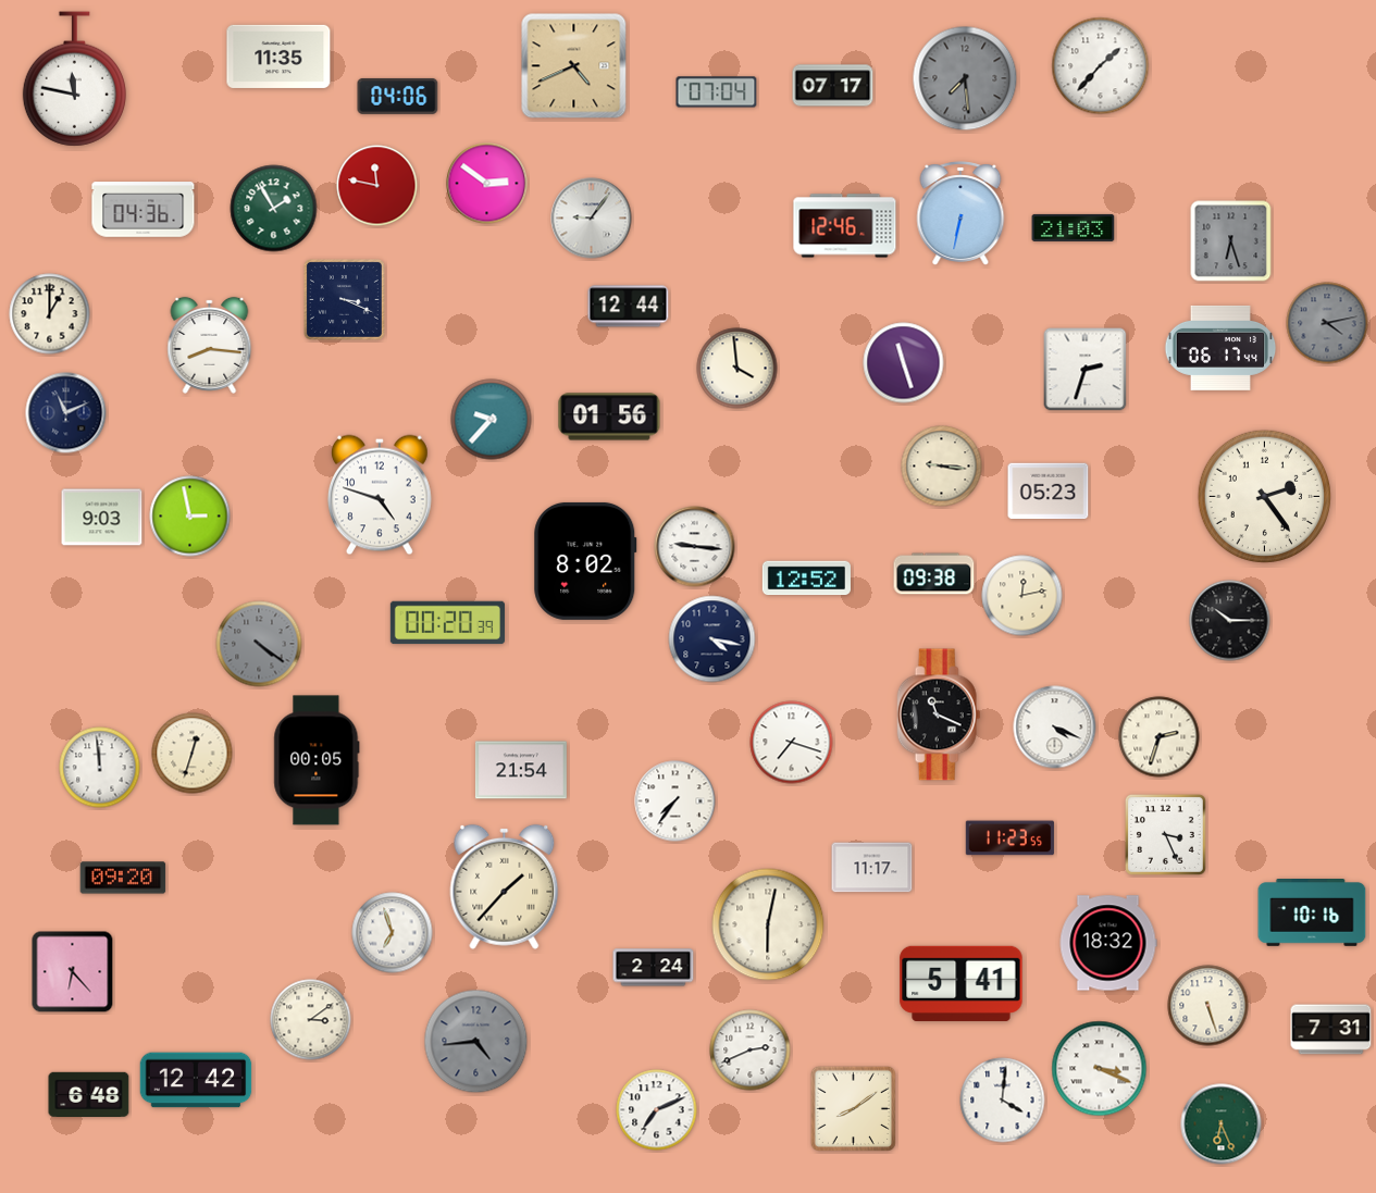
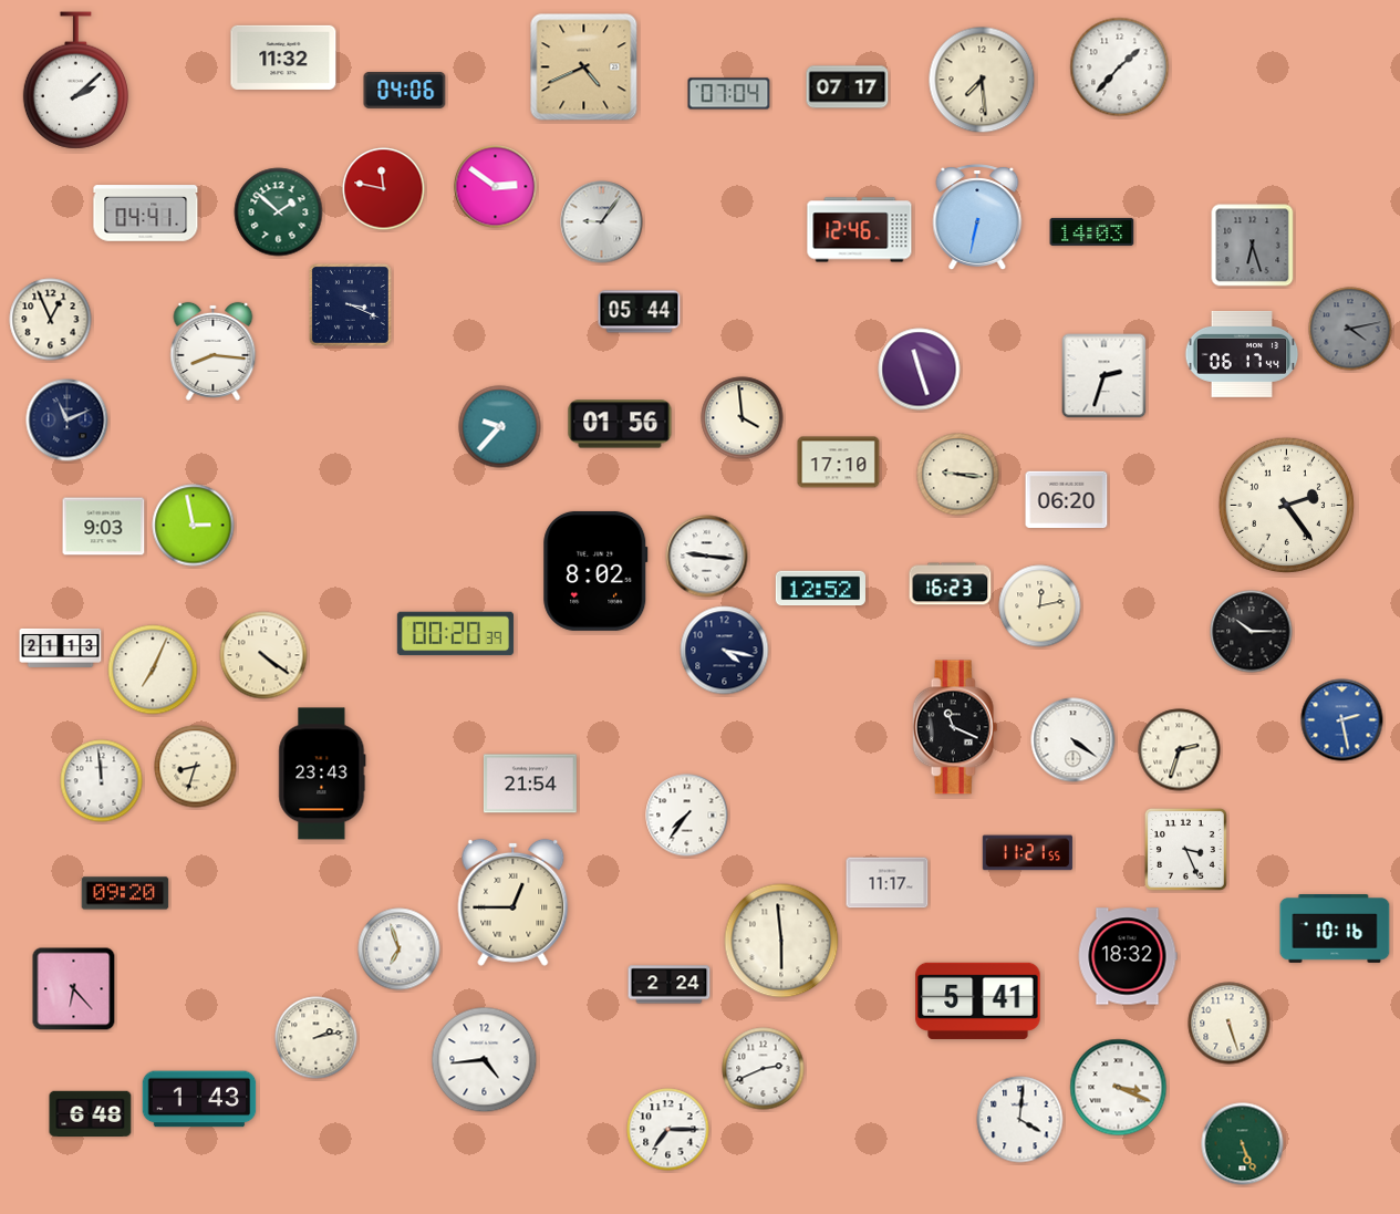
clock at (278, 57): 11:35 -> 11:32
clock at (965, 78) dial: grey -> cream
clock at (74, 79): 11:47 -> 2:08
clock at (398, 96) position: (398, 96) -> (405, 90)
clock at (274, 209): 1:55 -> 1:52
clock at (144, 210): 04:36 -> 04:41
clock at (1074, 227): 21:03 -> 14:03
clock at (629, 307): 12:44 -> 05:44
clock at (50, 314): 1:00 -> 12:56
clock at (737, 369) position: (737, 369) -> (743, 418)
clock at (839, 463): none -> 17:10
clock at (1049, 492): 05:23 -> 06:20
clock at (380, 495): 4:48 -> none
clock at (934, 574): 09:38 -> 16:23
clock at (61, 647): none -> 21:13
clock at (259, 644) dial: grey -> cream
clock at (153, 670): none -> 7:04
clock at (1342, 720): none -> 2:28
clock at (1055, 728): 4:19 -> 4:21
clock at (792, 743): 7:18 -> none
clock at (193, 754): 12:33 -> 8:33
clock at (317, 760): 00:05 -> 23:43
clock at (1009, 838): 11:23 -> 11:21
clock at (505, 886): 1:37 -> 12:45
clock at (768, 924): 6:02 -> 5:59
clock at (1108, 943) position: (1108, 943) -> (1128, 956)
clock at (654, 968) position: (654, 968) -> (670, 985)
clock at (311, 1020): 3:09 -> 2:13
clock at (1331, 1030): 7:31 -> none
clock at (476, 1042) dial: grey -> white
clock at (196, 1080): 12:42 -> 1:43
clock at (853, 1108): 8:09 -> none
clock at (657, 1110): 7:11 -> 7:15
clock at (1222, 1124): 6:26 -> 5:26
